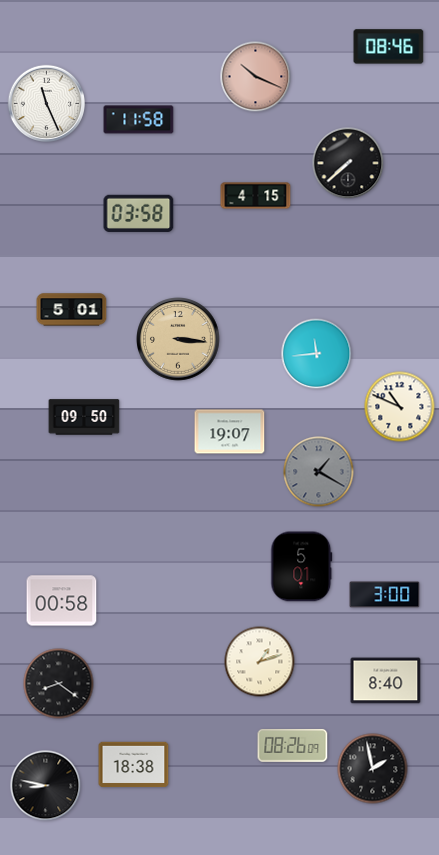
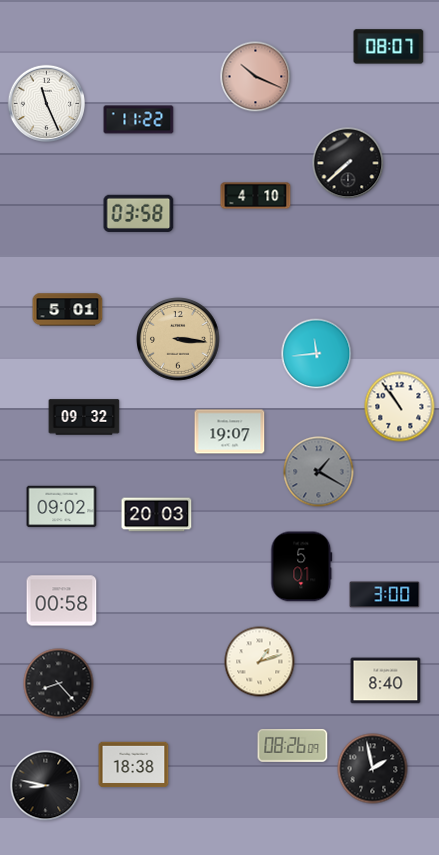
clock at (389, 47): 08:46 -> 08:07
clock at (139, 120): 11:58 -> 11:22
clock at (256, 196): 4:15 -> 4:10
clock at (72, 310) position: (72, 310) -> (68, 310)
clock at (400, 407): 10:49 -> 10:54
clock at (84, 417): 09:50 -> 09:32
clock at (62, 507): none -> 09:02
clock at (157, 515): none -> 20:03
clock at (59, 684): 8:21 -> 8:23
